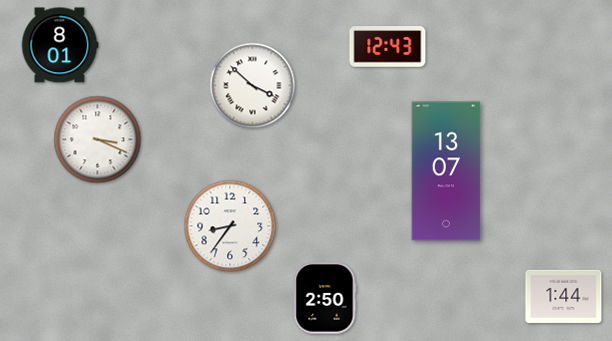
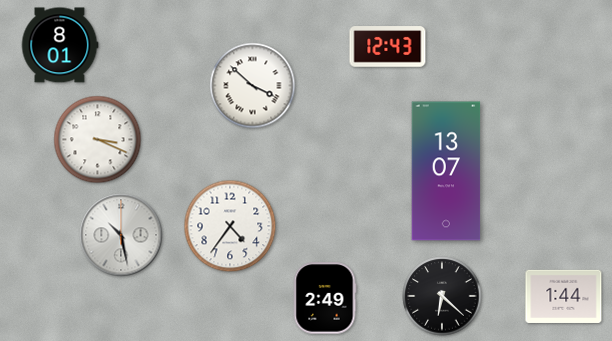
clock at (230, 226): 8:36 -> 4:36
clock at (121, 235): none -> 10:28
clock at (442, 296): none -> 6:22
clock at (325, 298): 2:50 -> 2:49
